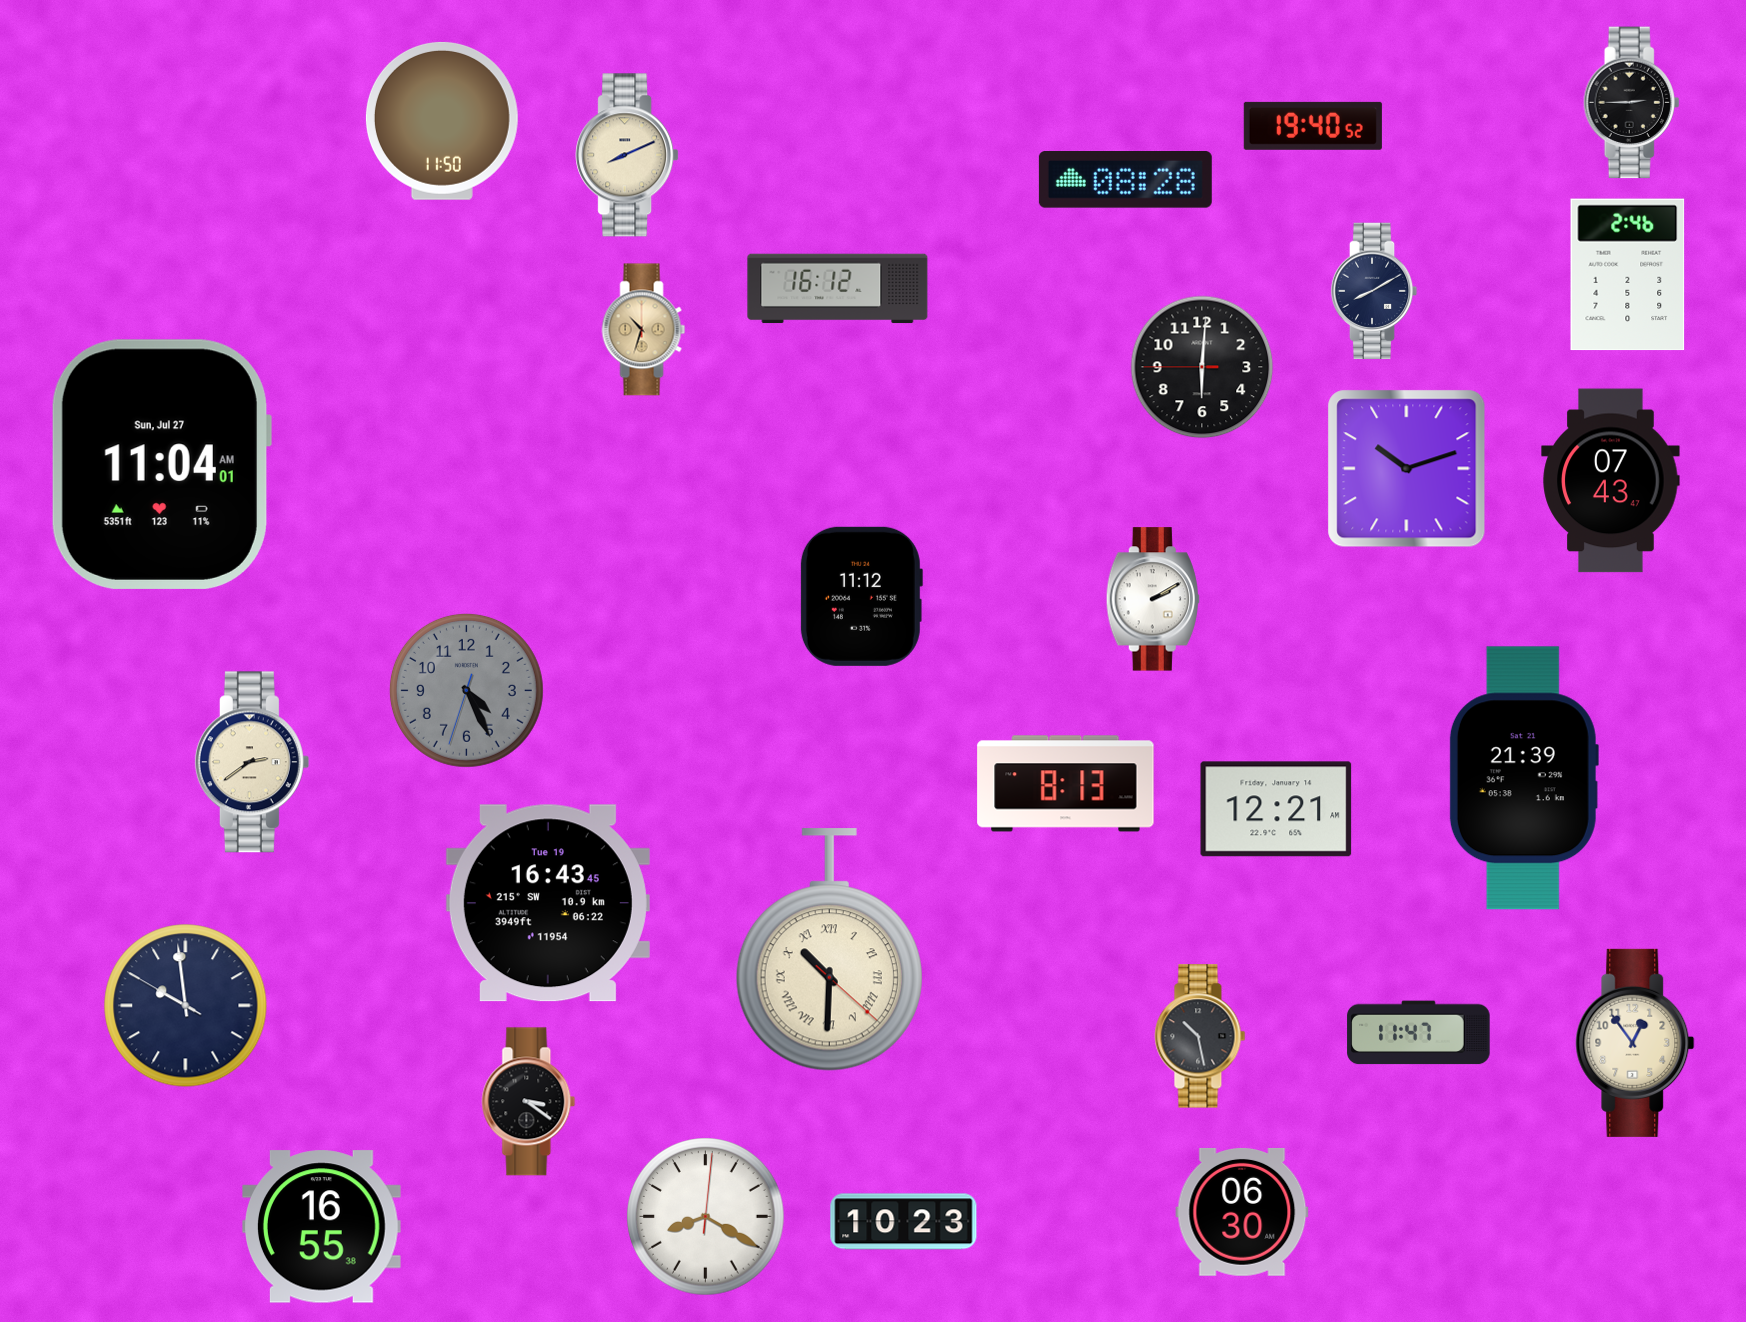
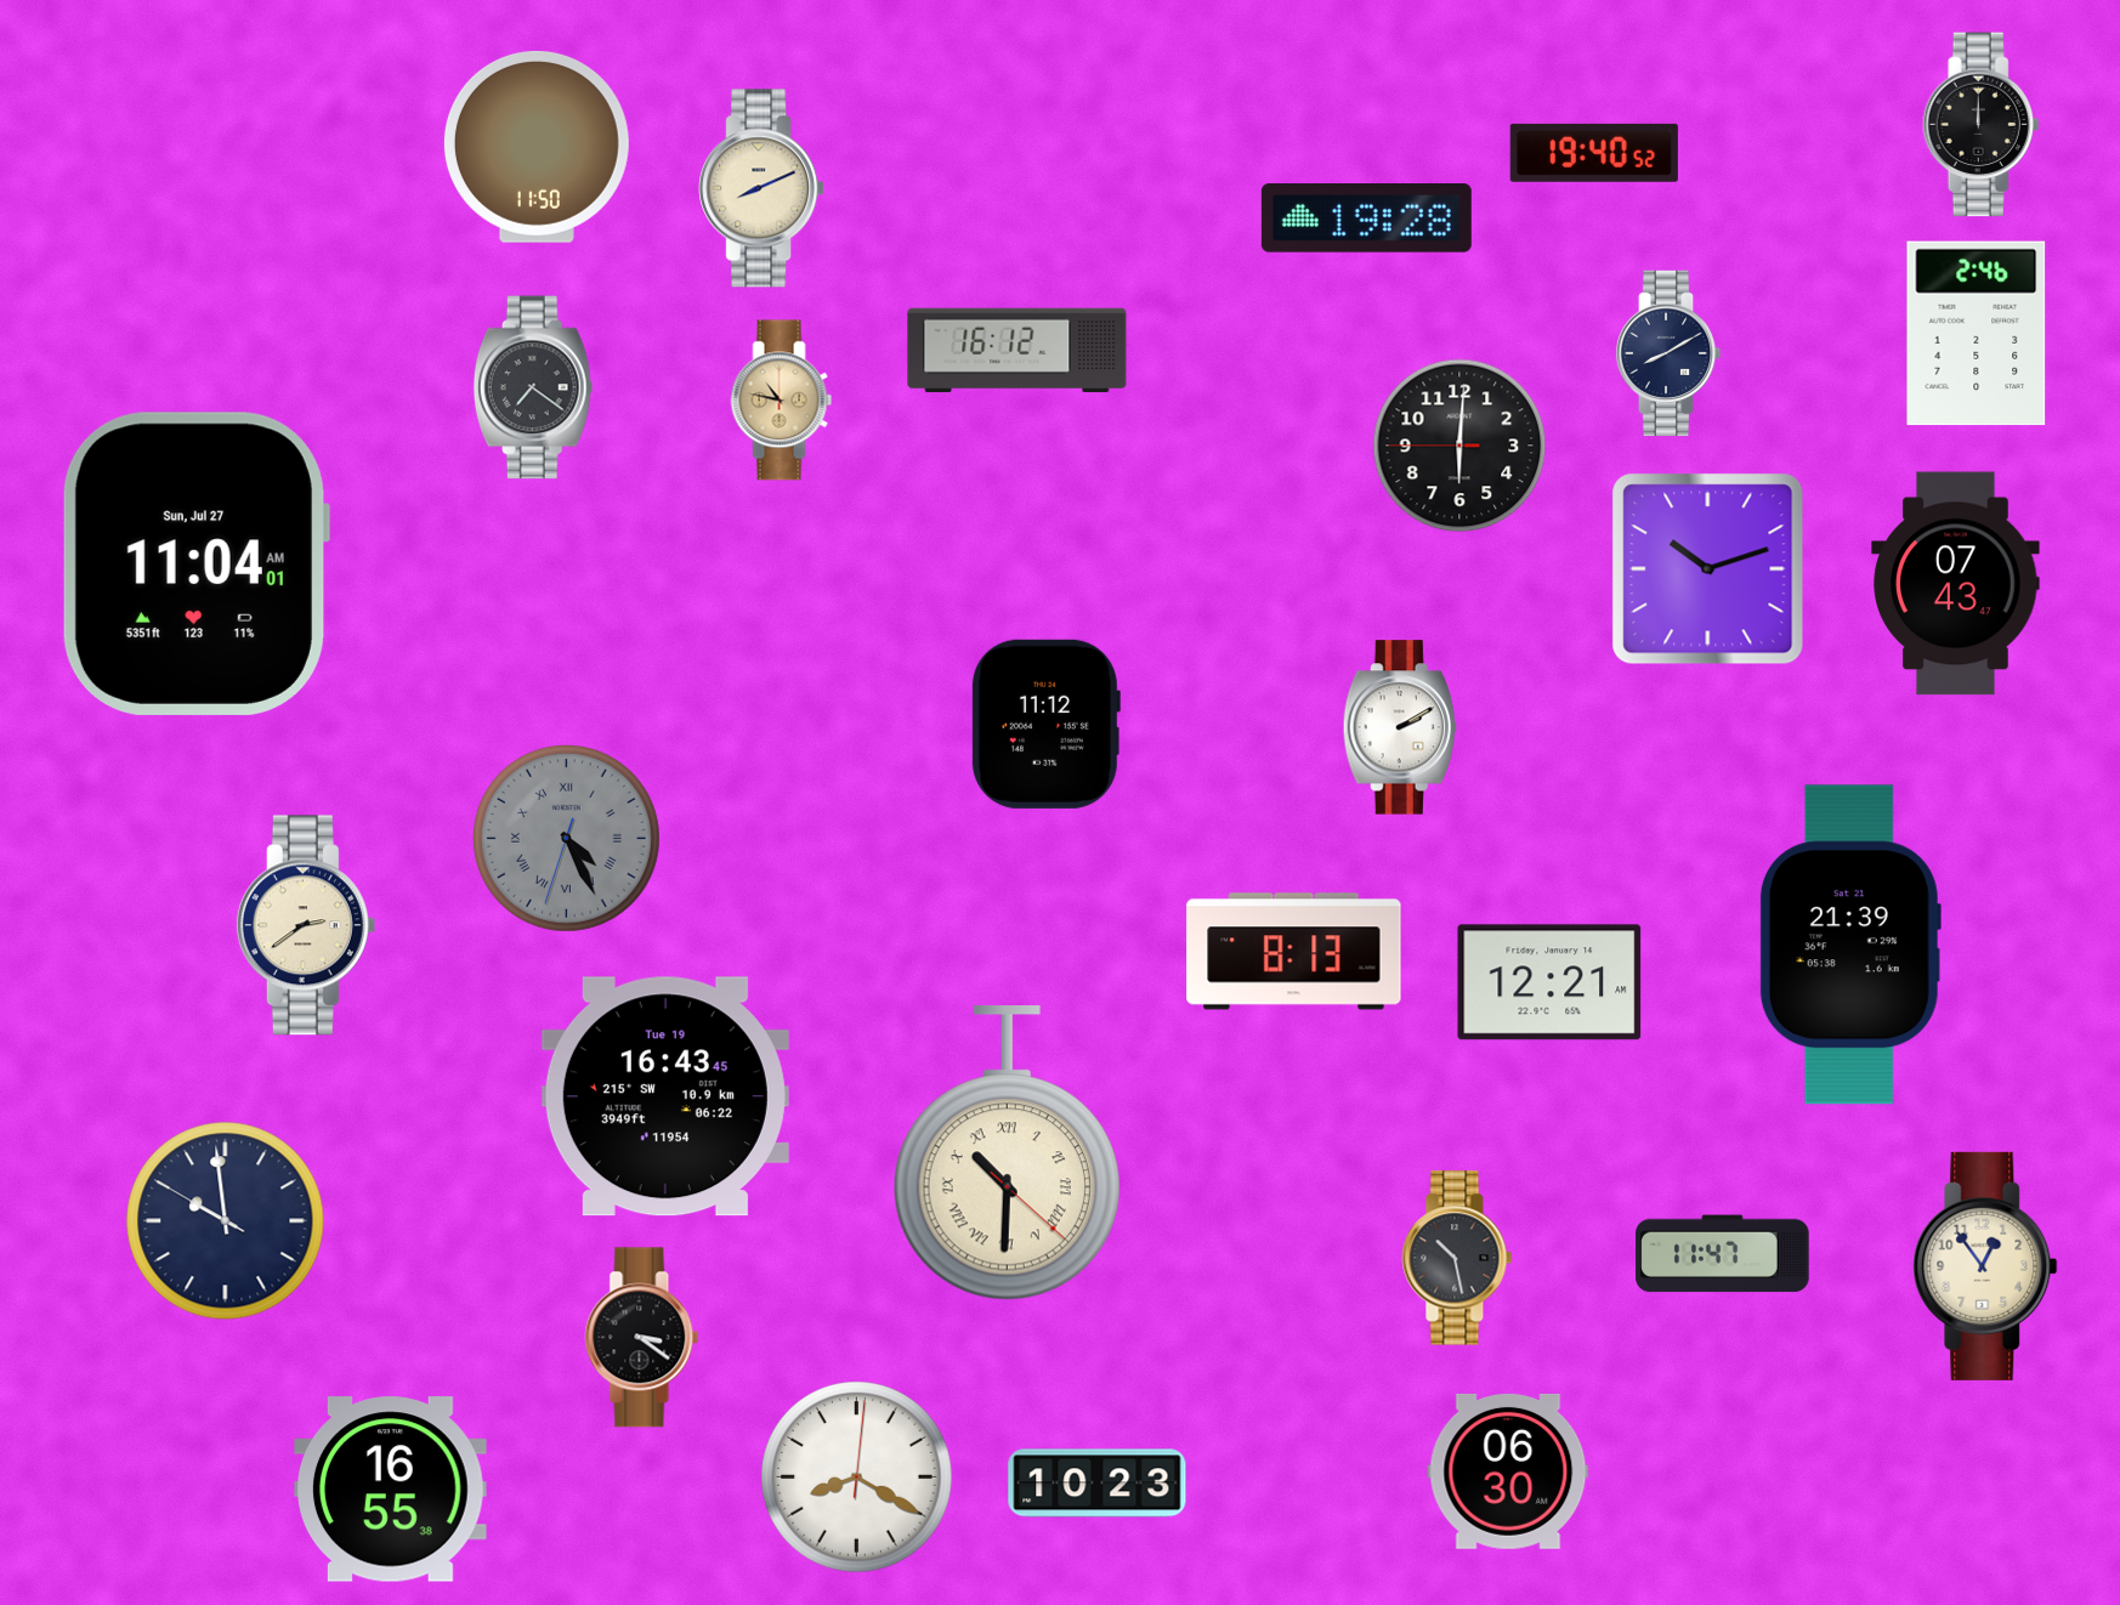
clock at (1632, 103): 2:45 -> 12:00
clock at (1125, 180): 08:28 -> 19:28
clock at (533, 387): none -> 7:21
clock at (644, 330): 10:33 -> 10:47
clock at (466, 690) numerals: Arabic -> Roman
